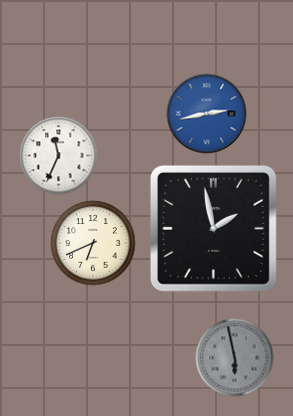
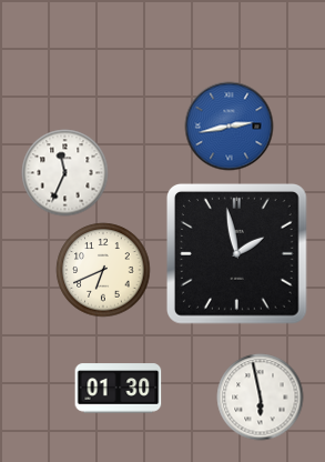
clock at (118, 389): none -> 01:30
clock at (234, 357) dial: grey -> white
